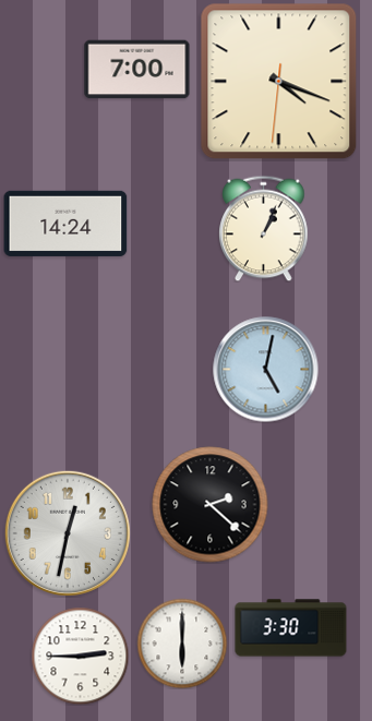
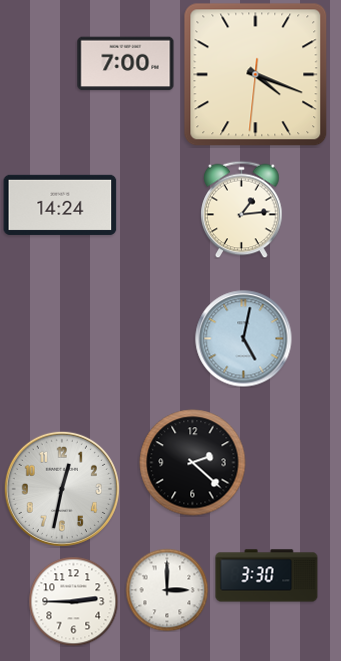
clock at (264, 228): 1:04 -> 1:14
clock at (182, 644): 6:00 -> 3:00
